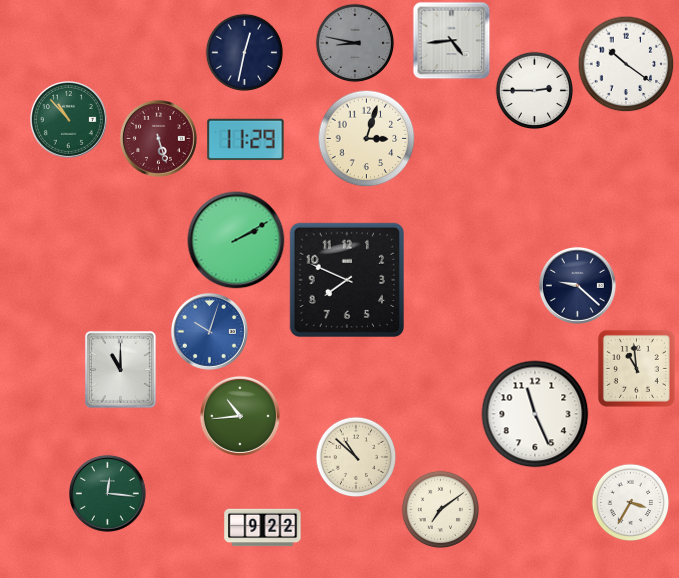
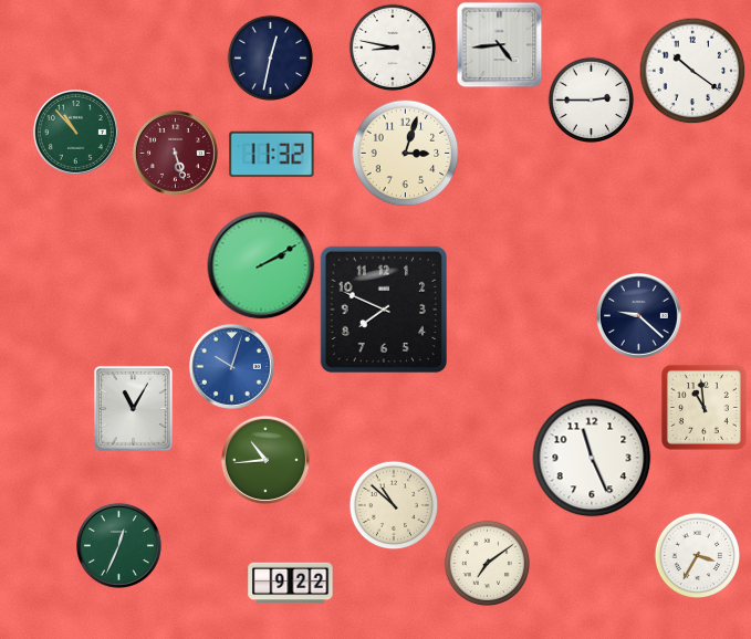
clock at (355, 43) dial: grey -> white
clock at (246, 140): 11:29 -> 11:32
clock at (120, 369): 11:00 -> 11:05
clock at (107, 493): 12:16 -> 12:34
